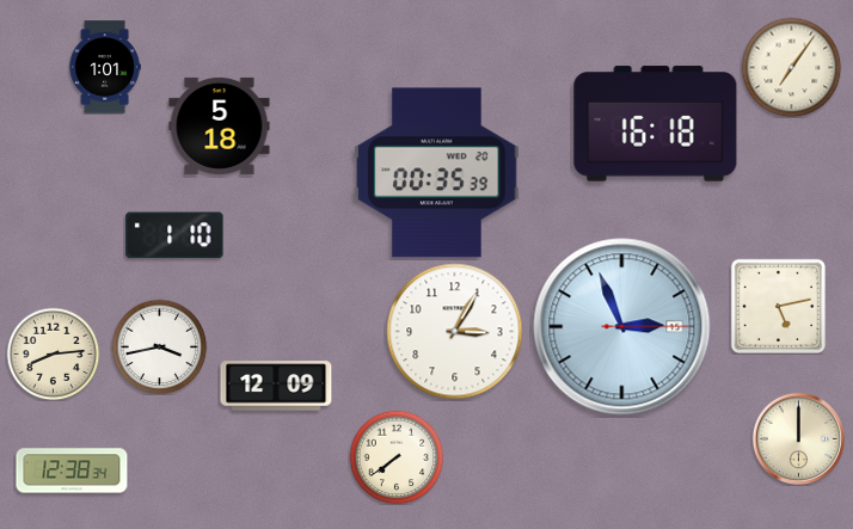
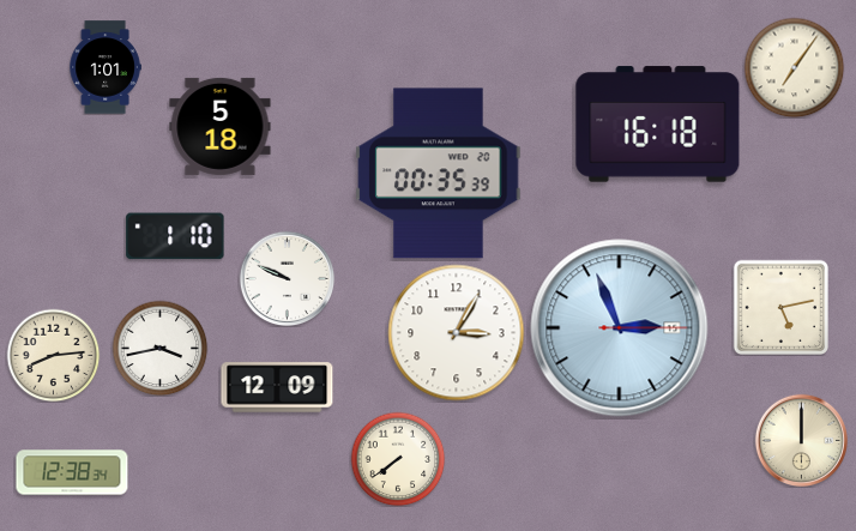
clock at (287, 278): none -> 9:49
clock at (622, 327) position: (622, 327) -> (620, 328)
